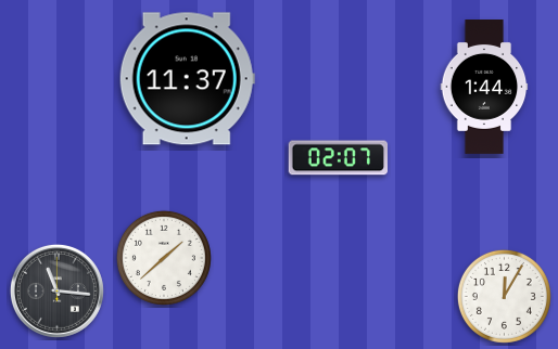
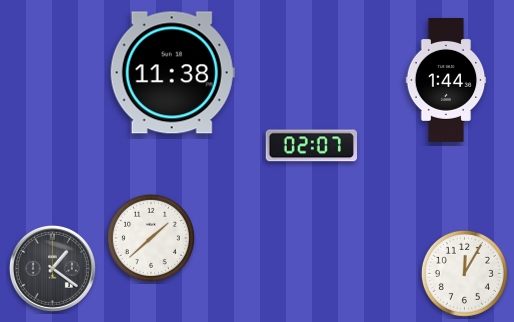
clock at (187, 79): 11:37 -> 11:38
clock at (56, 290): 11:16 -> 1:21
